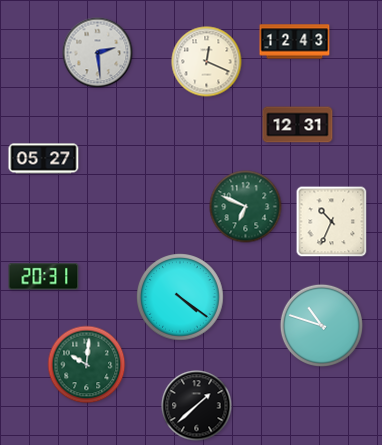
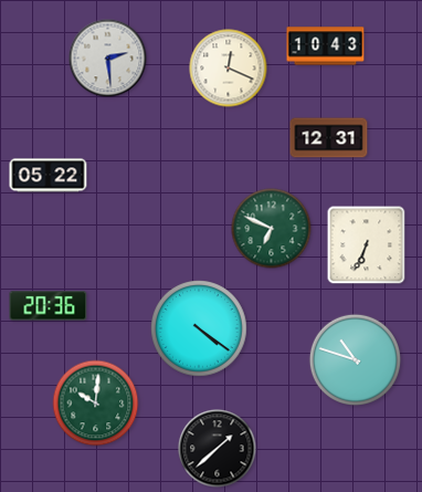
clock at (295, 42): 12:43 -> 10:43
clock at (44, 159): 05:27 -> 05:22
clock at (332, 222): 10:34 -> 6:34
clock at (44, 277): 20:31 -> 20:36
